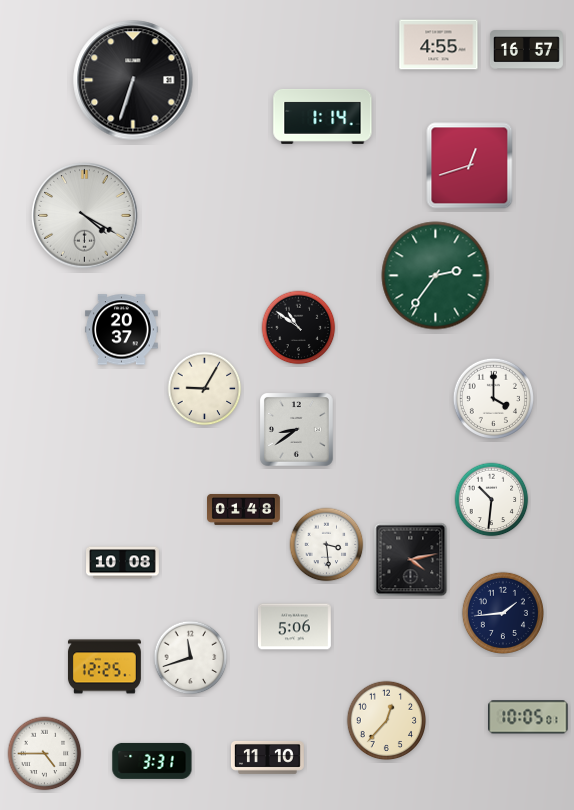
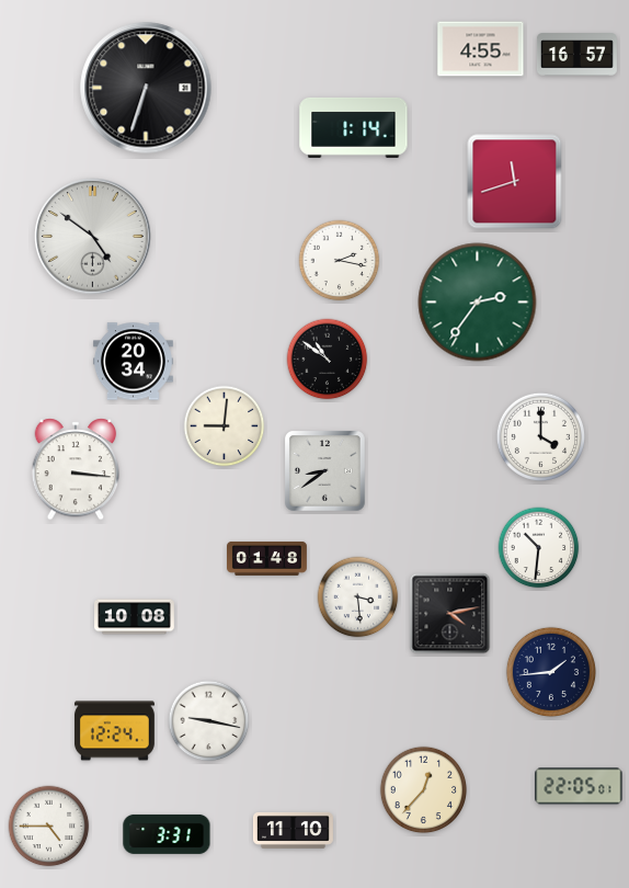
clock at (470, 166): 12:42 -> 11:42
clock at (85, 216): 4:20 -> 4:51
clock at (340, 261): none -> 2:17
clock at (122, 330): 20:37 -> 20:34
clock at (205, 389): 9:05 -> 9:01
clock at (76, 469): none -> 3:16
clock at (294, 627): 5:06 -> none
clock at (191, 658): 11:42 -> 9:17
clock at (104, 667): 12:25 -> 12:24
clock at (528, 717): 10:05 -> 22:05
